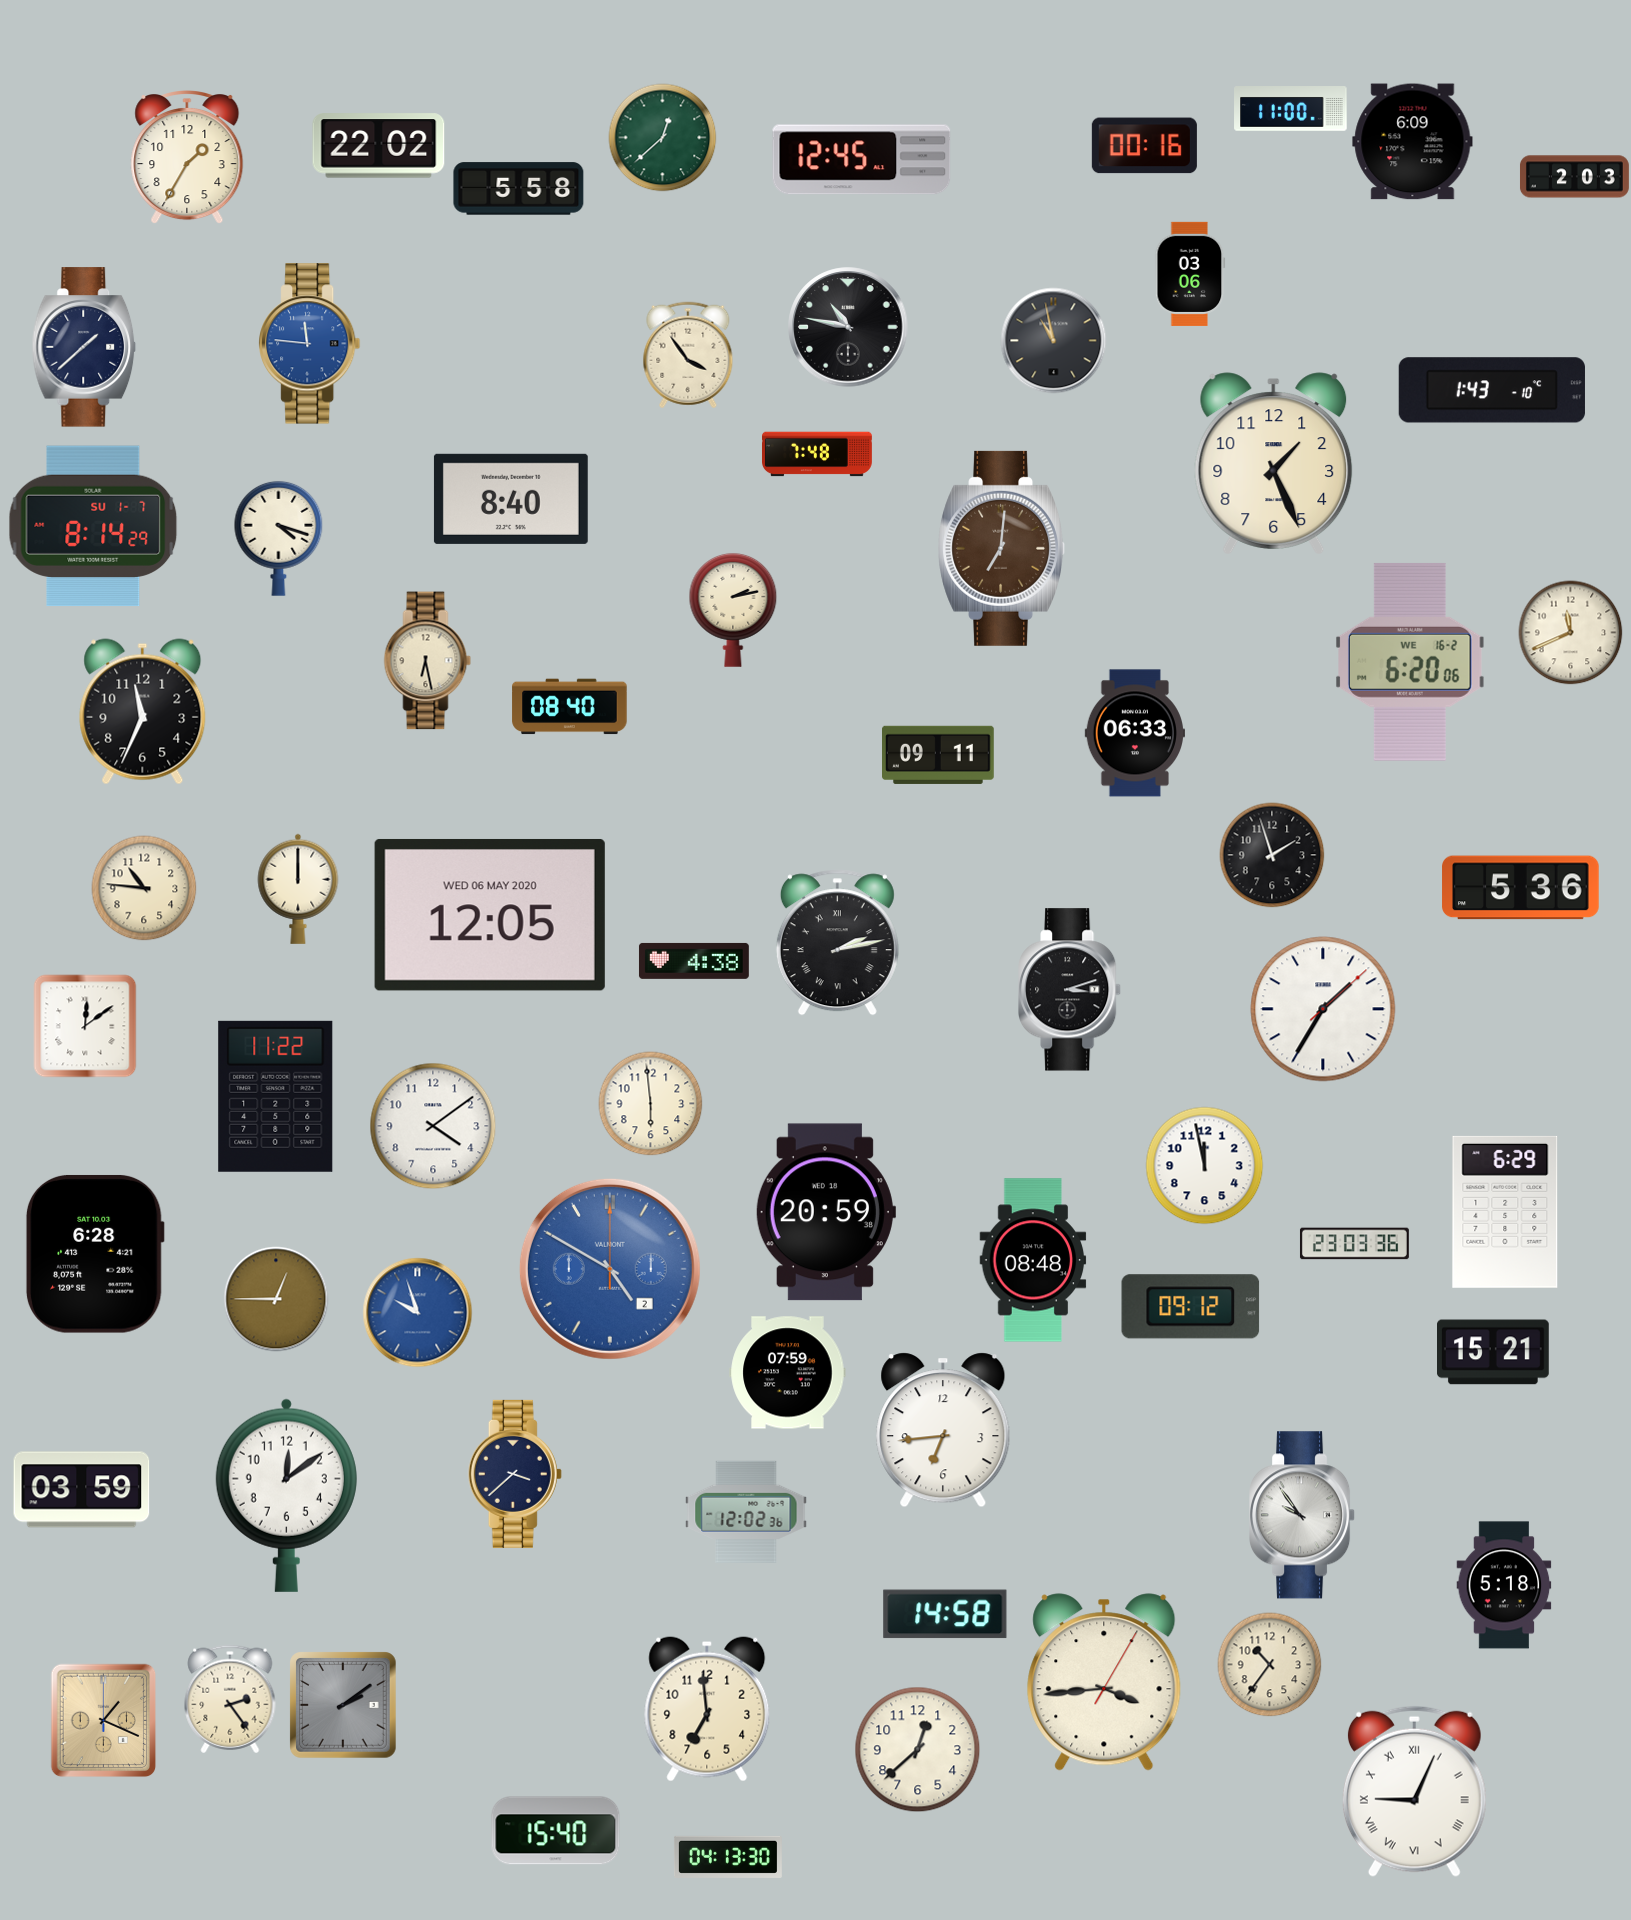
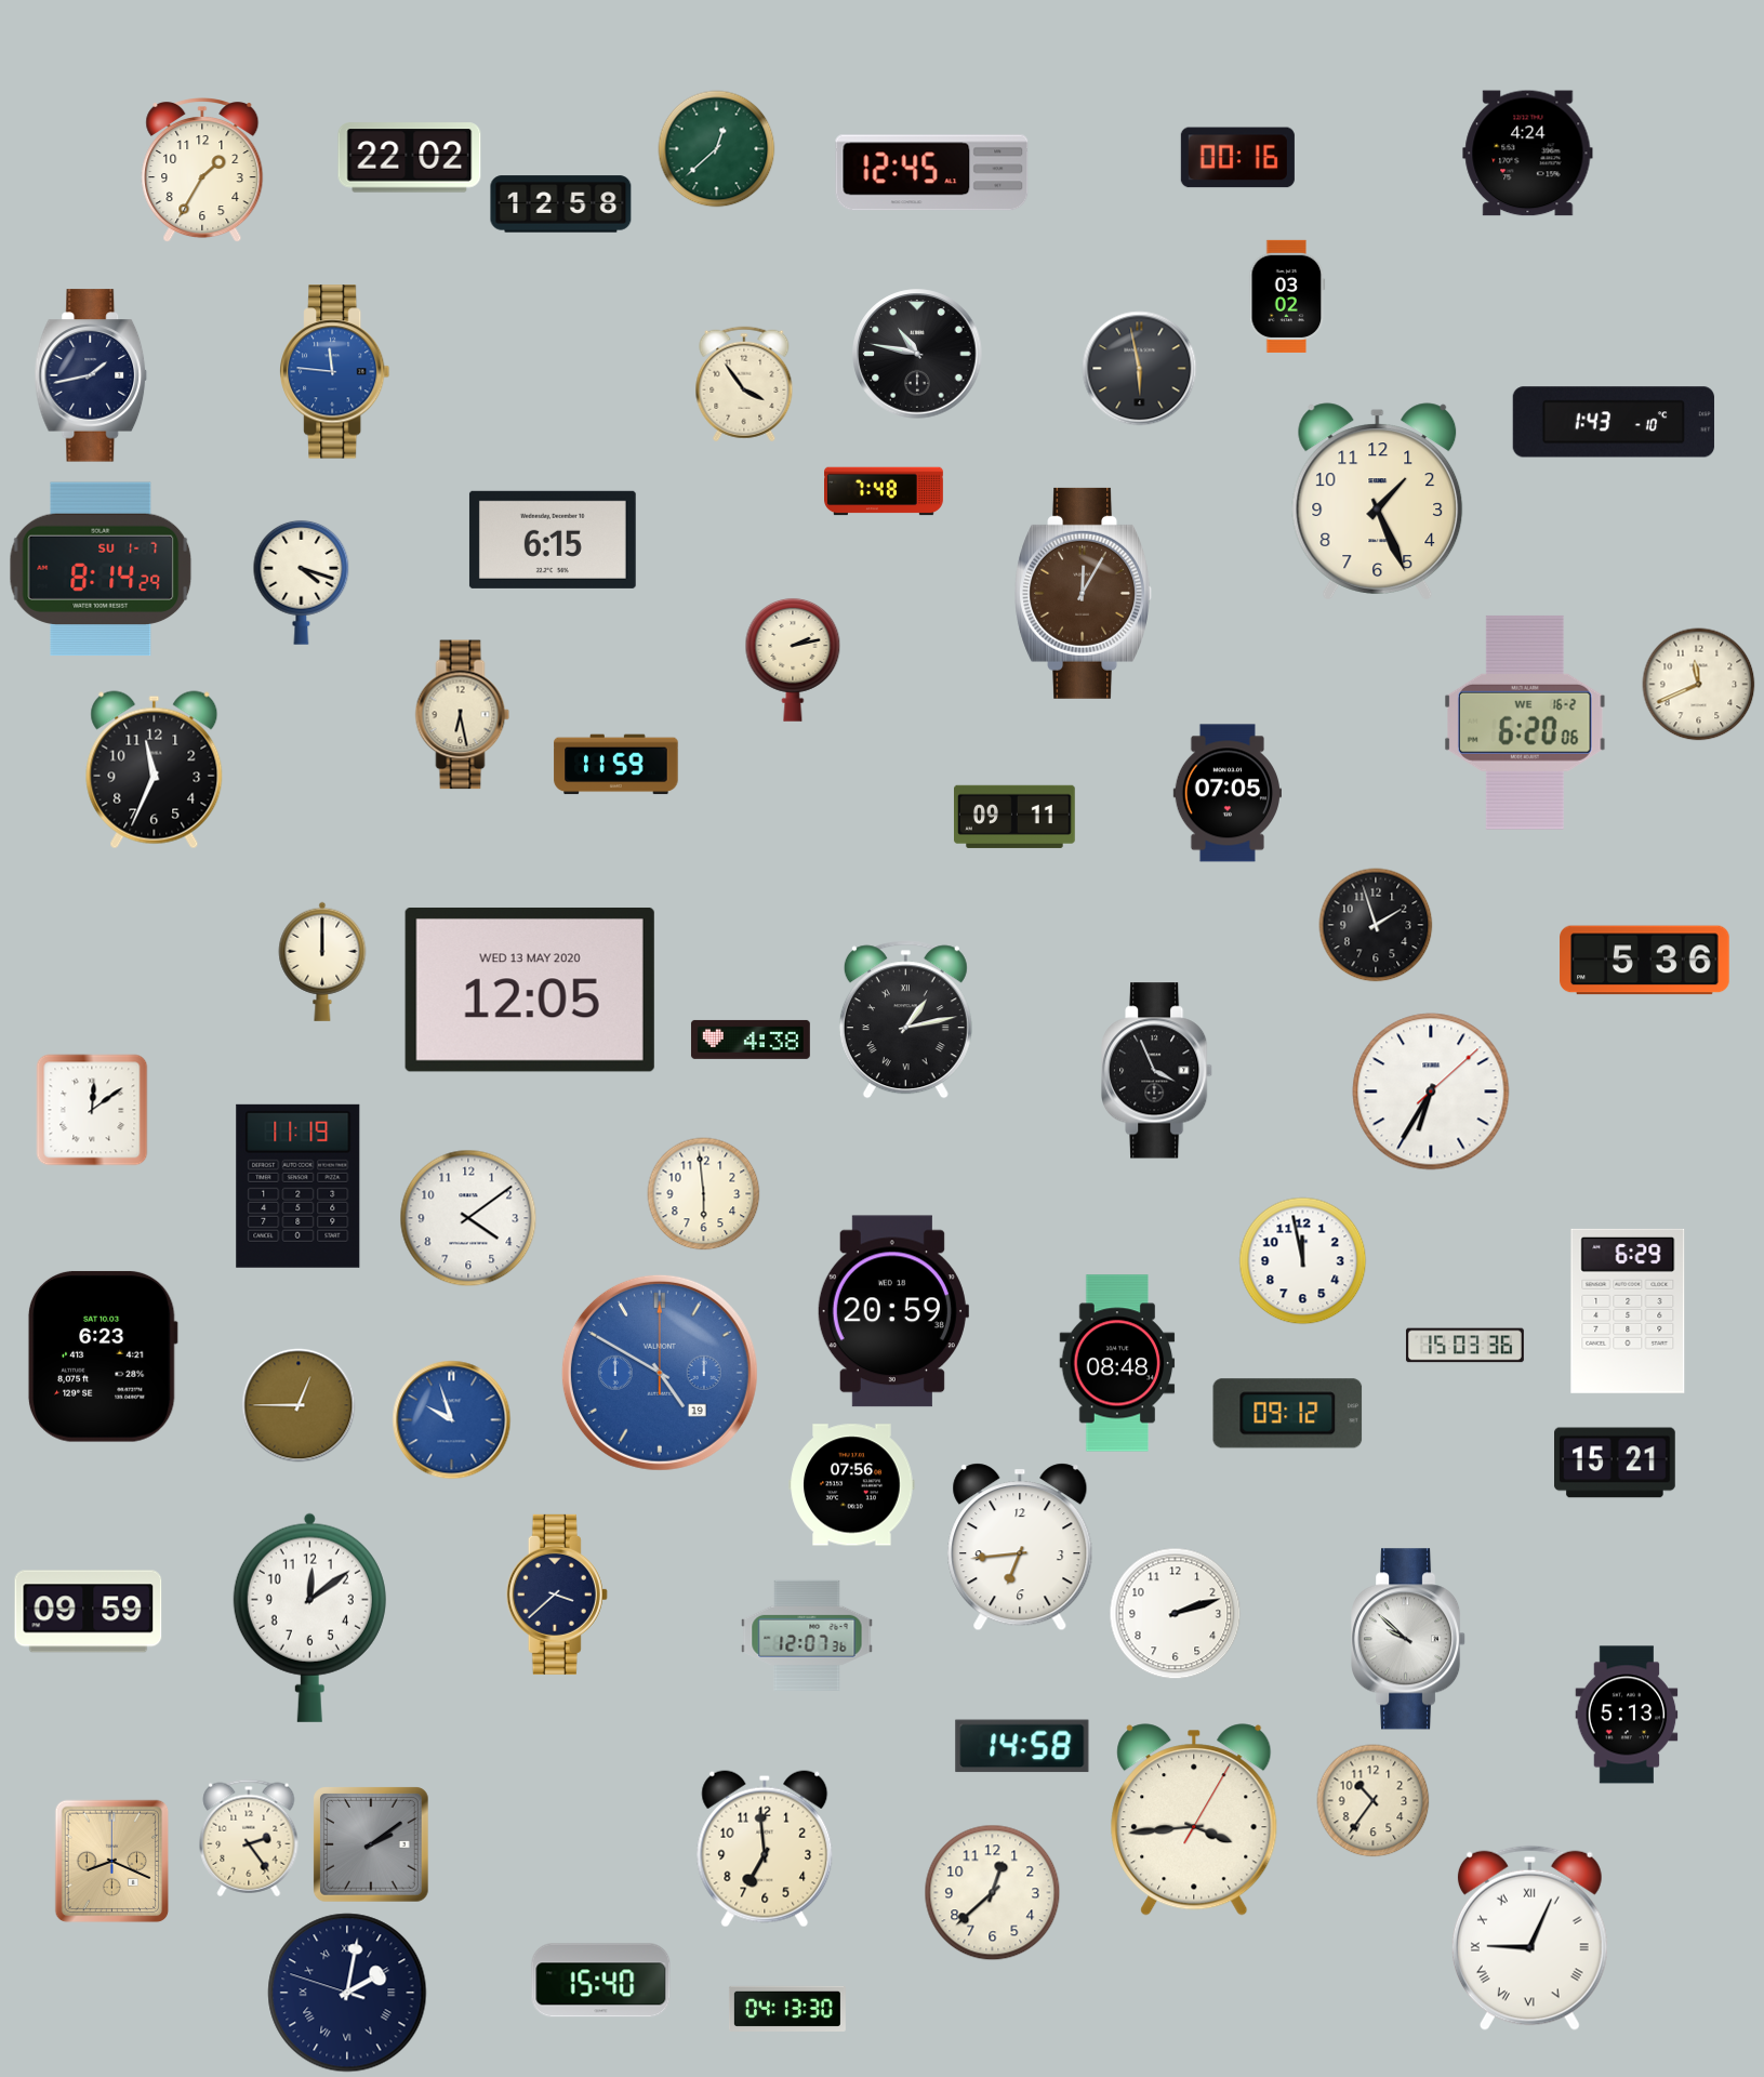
clock at (1291, 109): 11:00 -> none
clock at (1413, 142): 6:09 -> 4:24
clock at (1574, 177): 2:03 -> none
clock at (519, 189): 5:58 -> 12:58
clock at (1190, 274): 03:06 -> 03:02
clock at (1054, 341): 10:58 -> 5:58
clock at (84, 347): 1:38 -> 1:43
clock at (511, 499): 8:40 -> 6:15
clock at (1001, 548): 7:01 -> 12:05
clock at (1411, 662) position: (1411, 662) -> (1526, 723)
clock at (570, 707): 08:40 -> 11:59
clock at (1134, 733): 06:33 -> 07:05
clock at (144, 888): 10:46 -> none
clock at (490, 915) date: WED 06 MAY 2020 -> WED 13 MAY 2020
clock at (837, 943): 2:13 -> 1:13
clock at (1071, 990): 3:12 -> 3:56
clock at (1323, 1009): 1:35 -> 6:35
clock at (276, 1096): 11:22 -> 11:19
clock at (1354, 1244): 23:03 -> 15:03
clock at (95, 1254): 6:28 -> 6:23
clock at (610, 1269) date: 2 -> 19
clock at (788, 1373): 07:59 -> 07:56
clock at (82, 1490): 03:59 -> 09:59
clock at (1176, 1614): none -> 2:12
clock at (746, 1512): 12:02 -> 12:07
clock at (1303, 1515): 9:54 -> 9:52
clock at (1504, 1585): 5:18 -> 5:13
clock at (104, 1721): 1:19 -> 8:19
clock at (347, 1993): none -> 2:01
